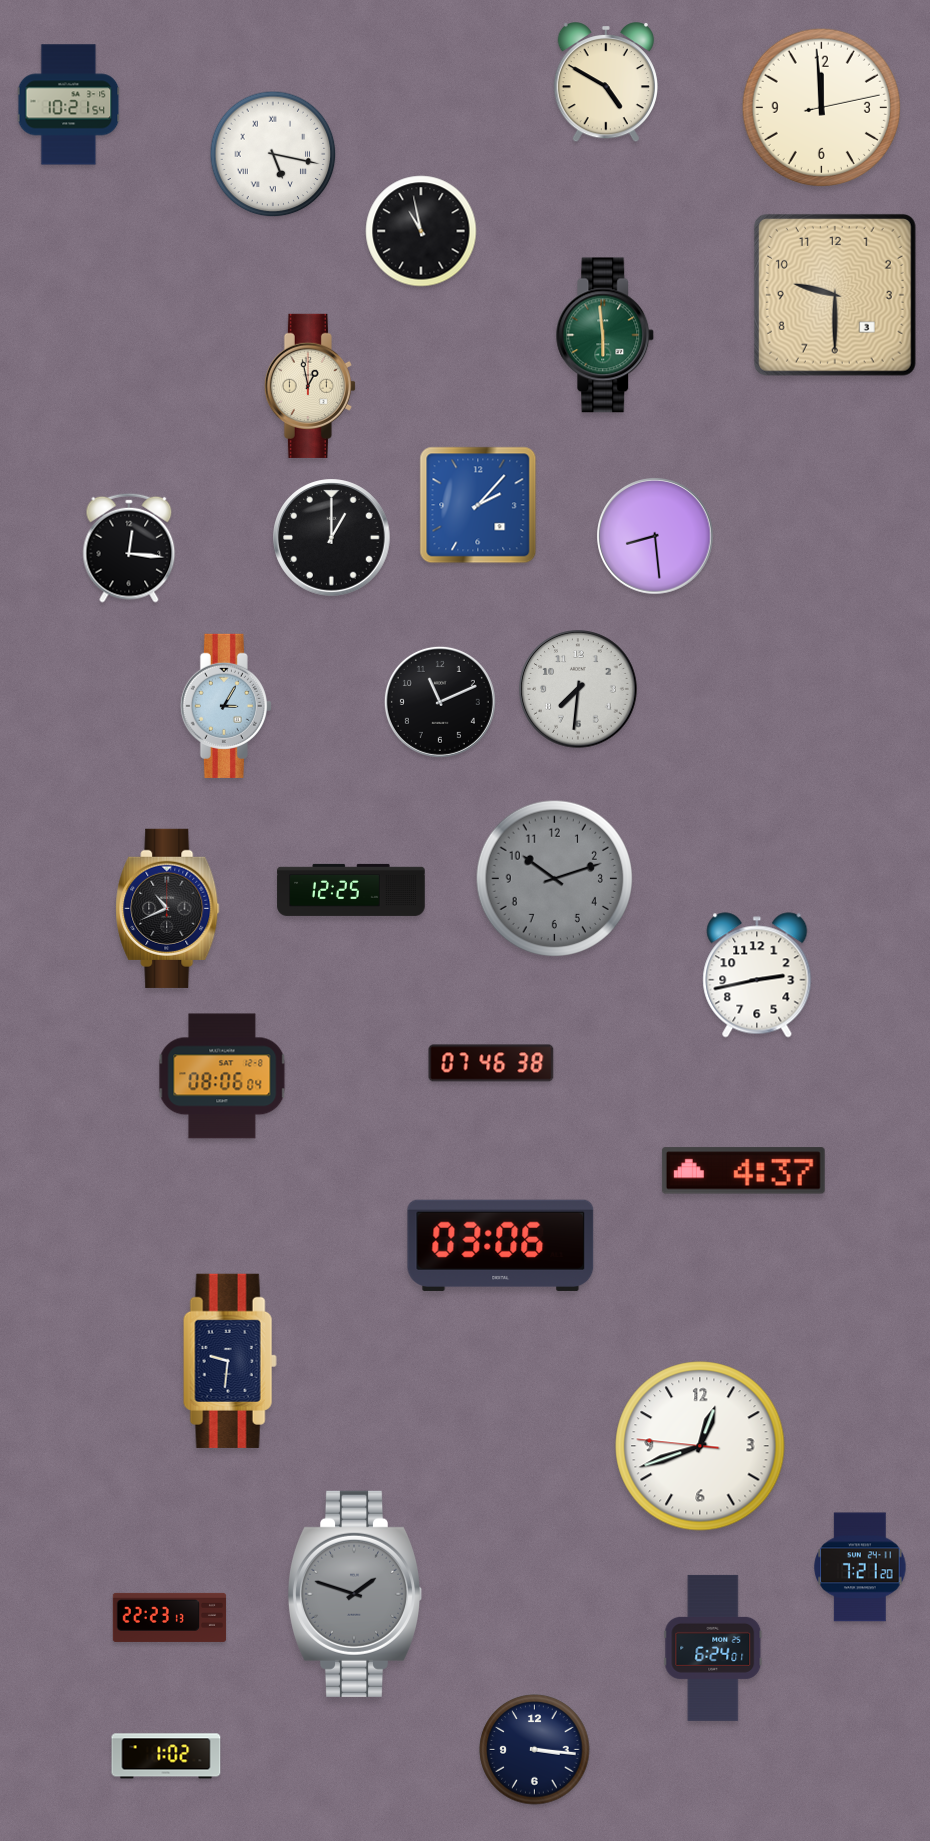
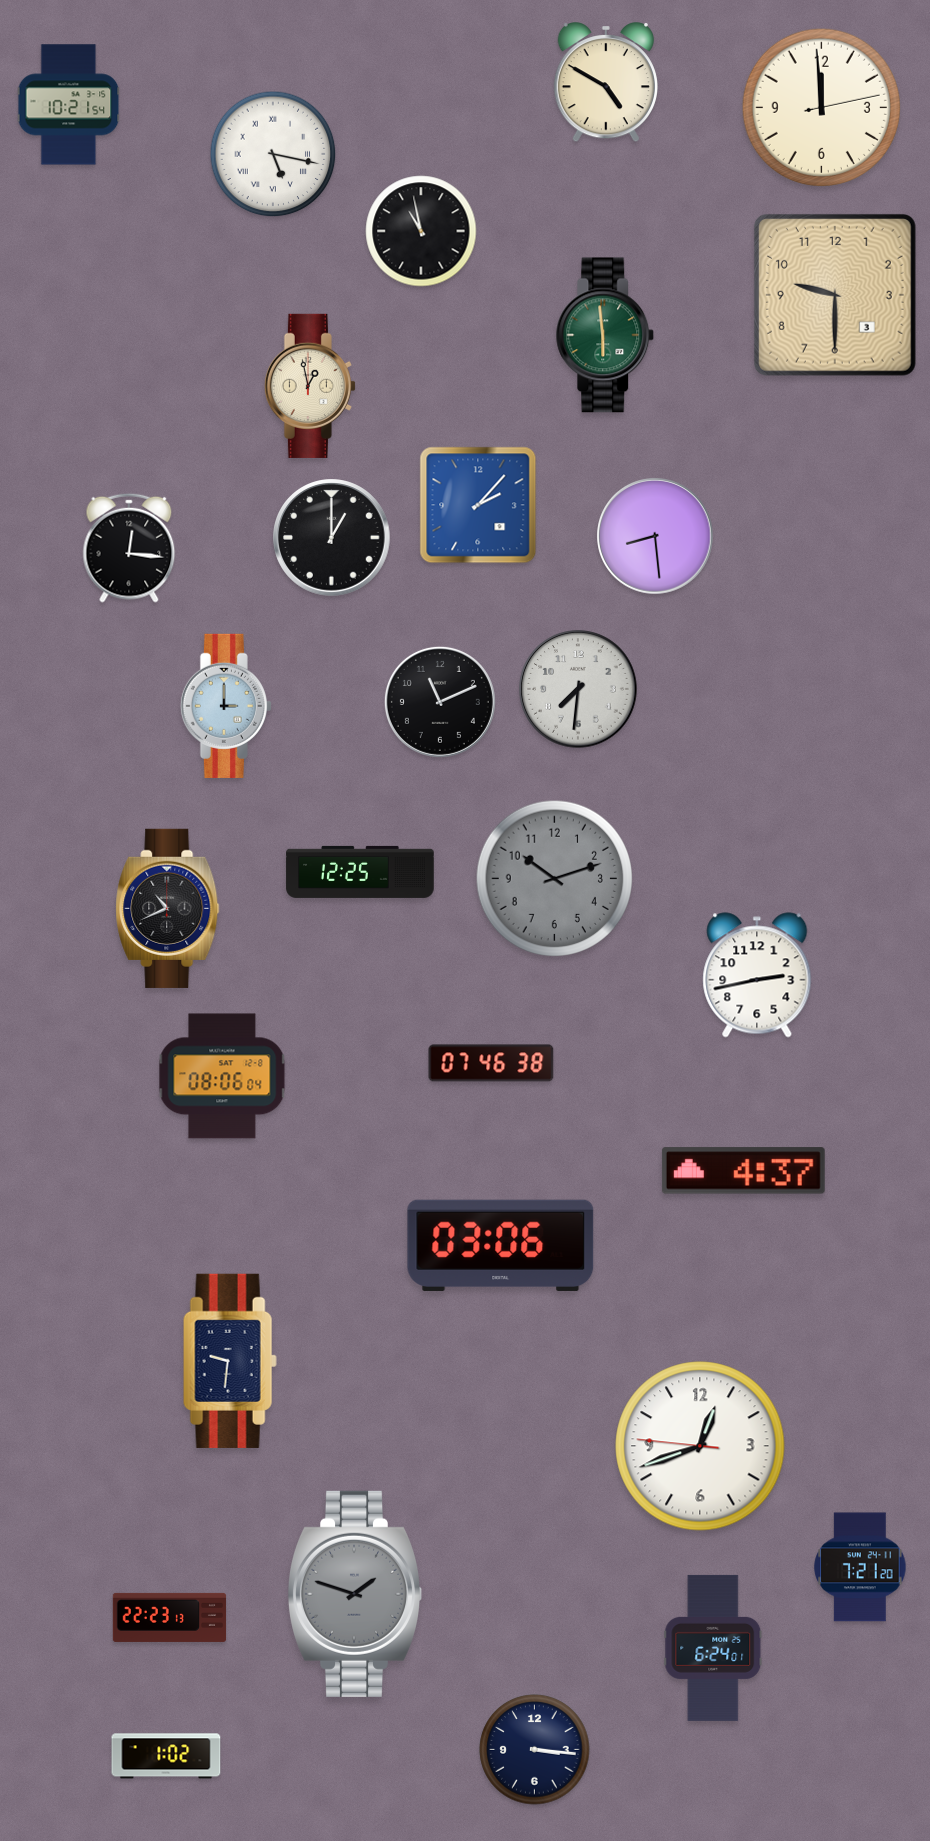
clock at (226, 706): 3:05 -> 3:00
clock at (351, 890) position: (351, 890) -> (360, 872)
